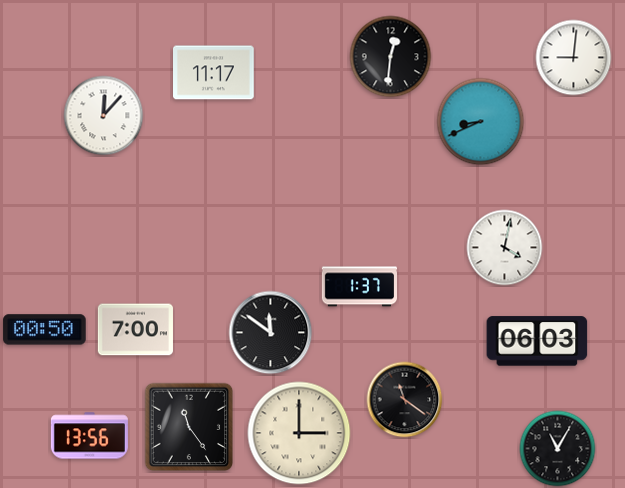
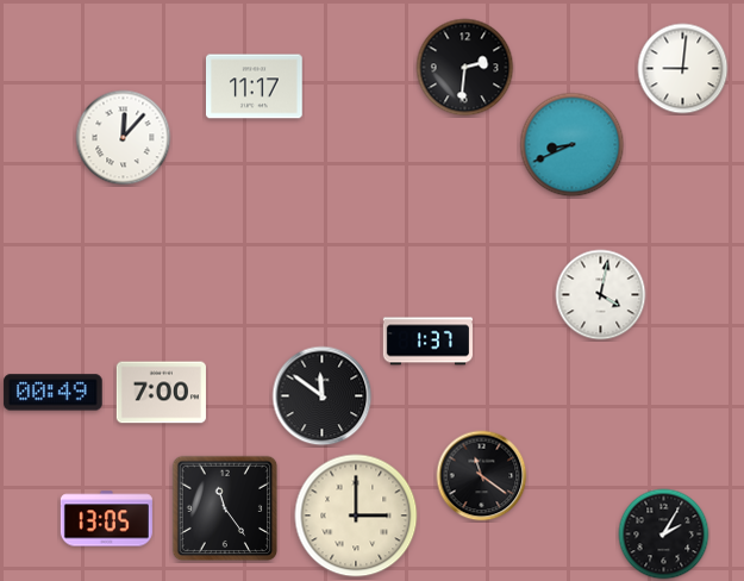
clock at (391, 57): 12:31 -> 2:31
clock at (45, 330): 00:50 -> 00:49
clock at (537, 341): 06:03 -> none
clock at (89, 436): 13:56 -> 13:05
clock at (558, 449): 11:05 -> 2:05
